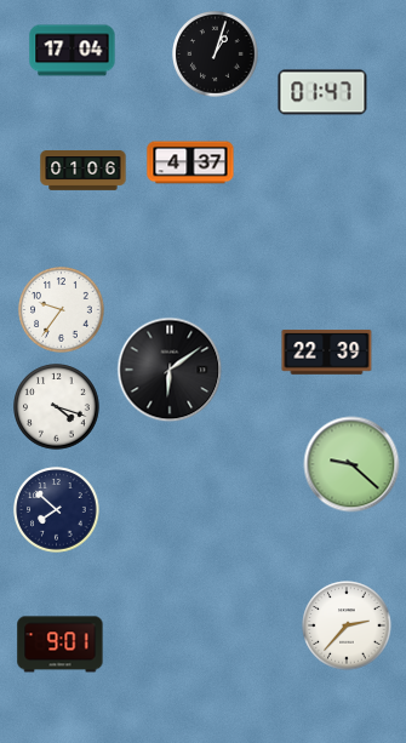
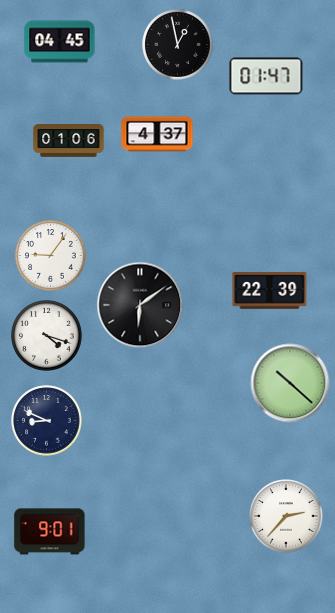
clock at (73, 51): 17:04 -> 04:45
clock at (216, 55): 1:03 -> 12:58
clock at (62, 310): 9:36 -> 9:06
clock at (351, 464): 9:22 -> 10:22
clock at (57, 510): 7:52 -> 8:49
